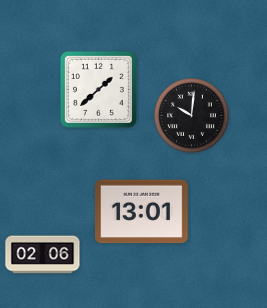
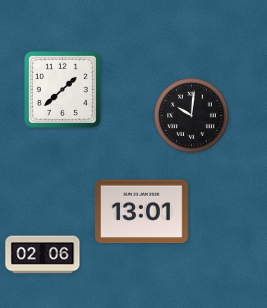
clock at (98, 89) position: (98, 89) -> (62, 89)
